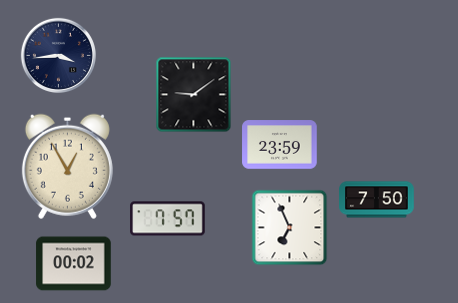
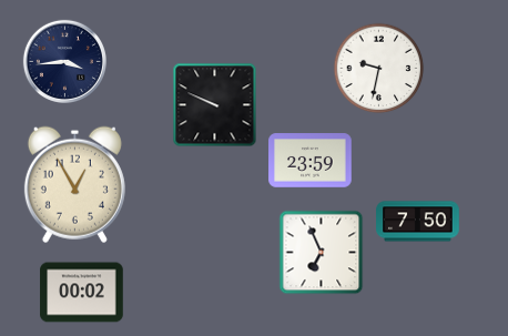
clock at (379, 69): none -> 9:32
clock at (194, 95): 9:09 -> 9:49
clock at (168, 219): 7:57 -> none
